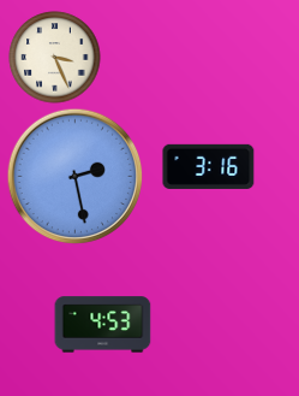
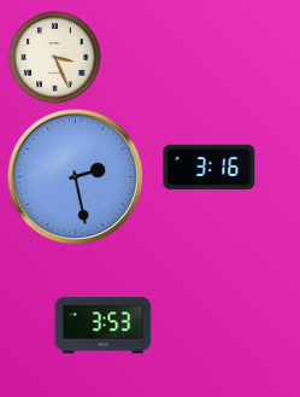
clock at (103, 325): 4:53 -> 3:53
